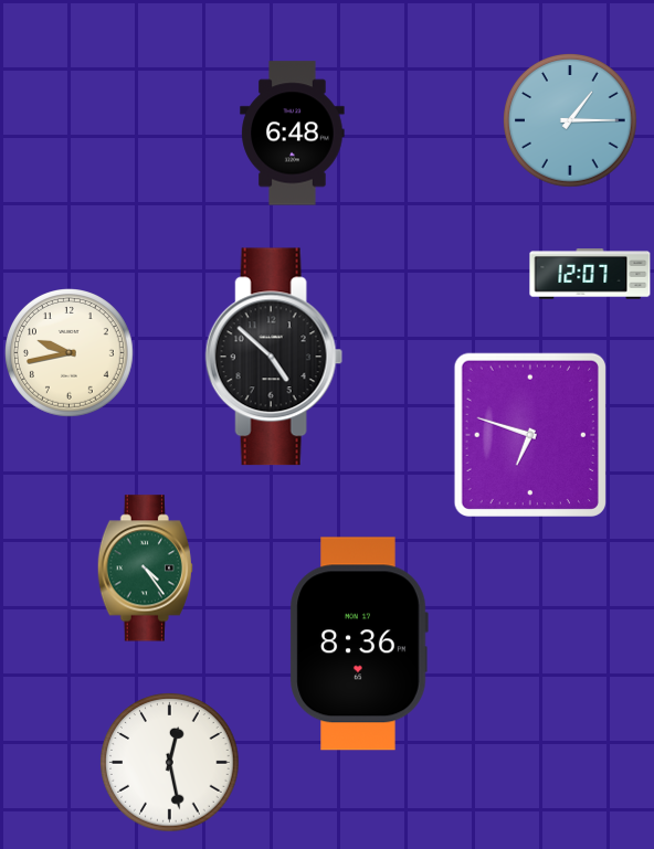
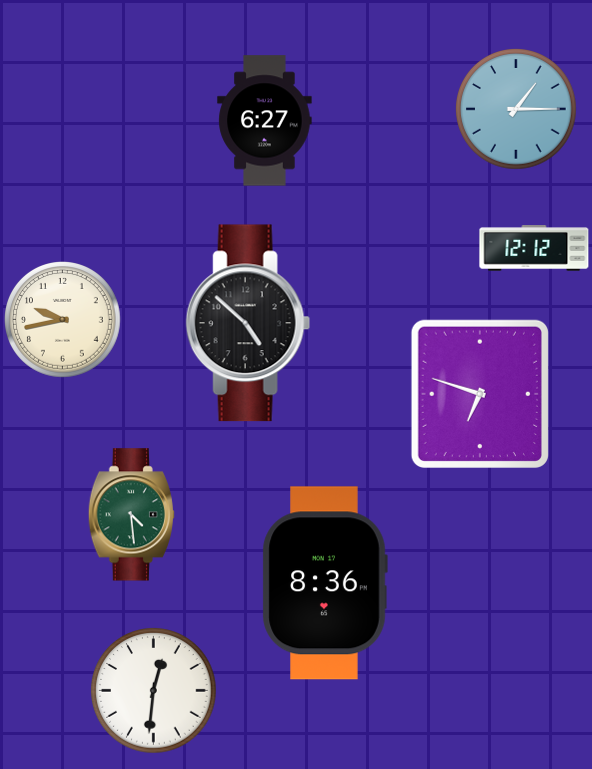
clock at (293, 134): 6:48 -> 6:27
clock at (590, 274): 12:07 -> 12:12
clock at (145, 569): 4:24 -> 4:29
clock at (170, 763): 12:28 -> 12:31
